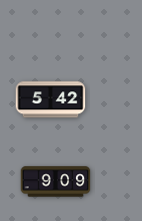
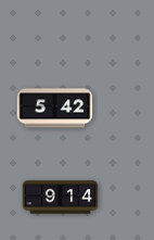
clock at (56, 182): 9:09 -> 9:14
